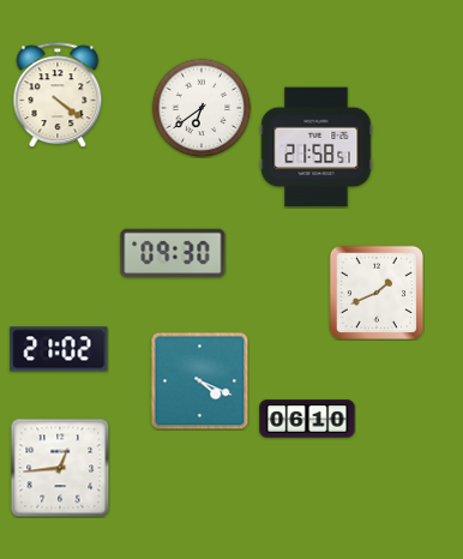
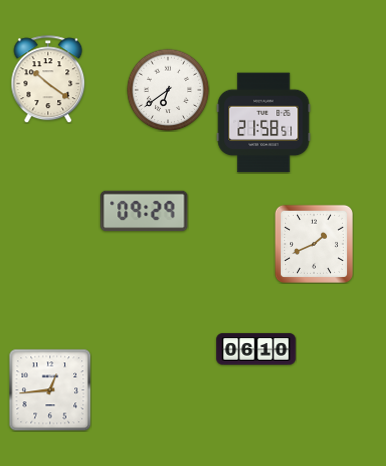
clock at (58, 95): 4:21 -> 10:21
clock at (173, 253): 09:30 -> 09:29
clock at (59, 349): 21:02 -> none
clock at (199, 380): 4:19 -> none
